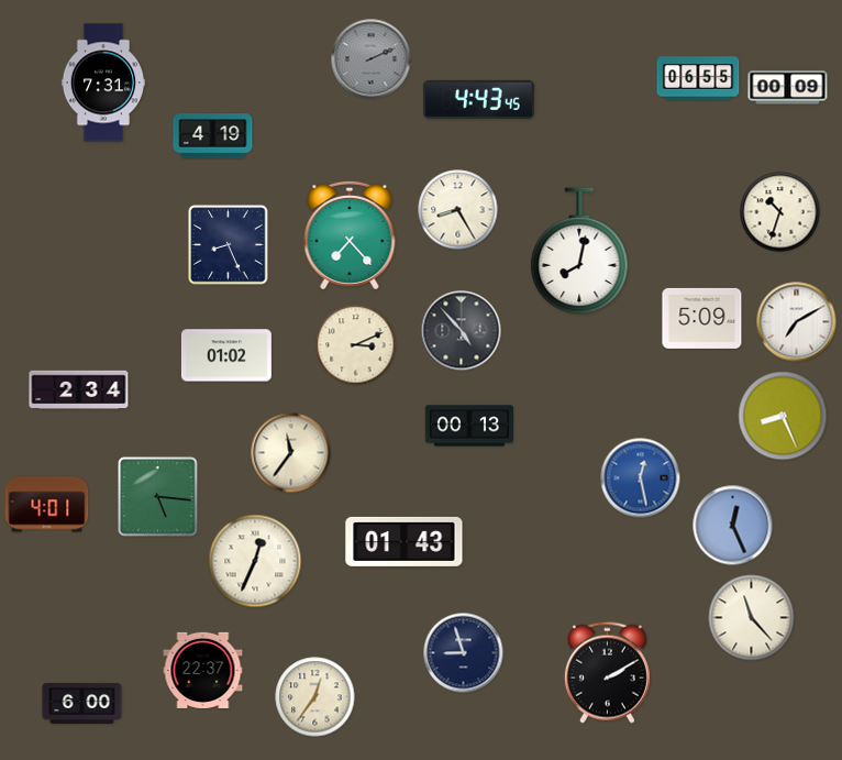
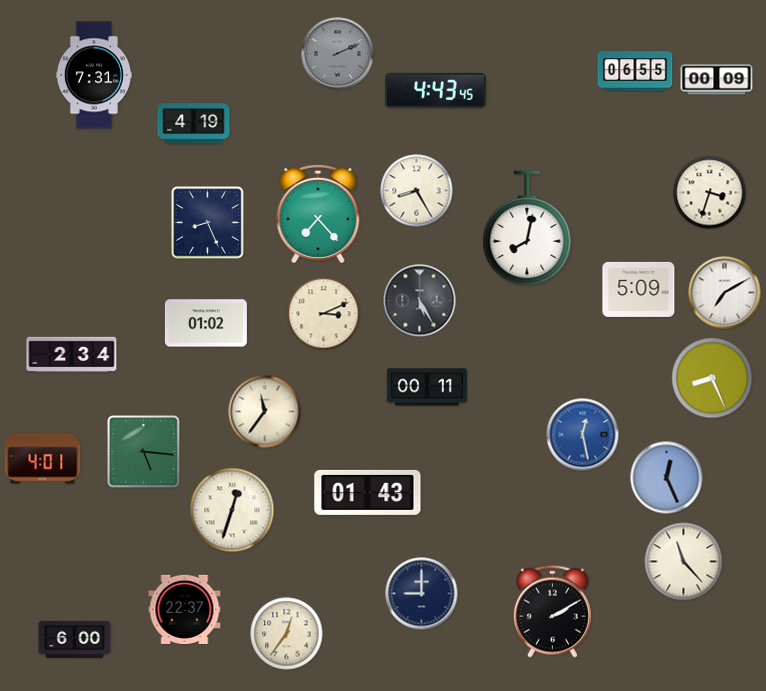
clock at (780, 212): 10:33 -> 3:33
clock at (462, 331): 4:53 -> 5:25
clock at (469, 426): 00:13 -> 00:11
clock at (255, 561): 12:34 -> 12:33
clock at (464, 653): 8:57 -> 9:00
